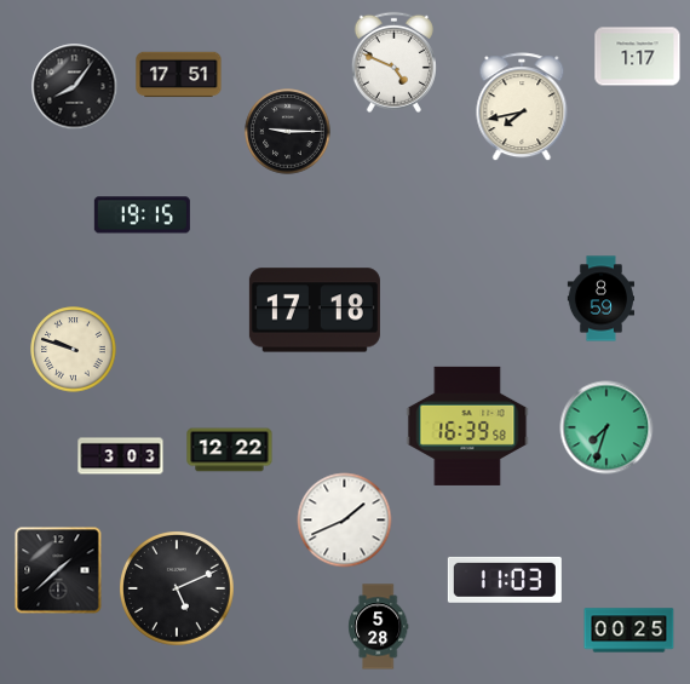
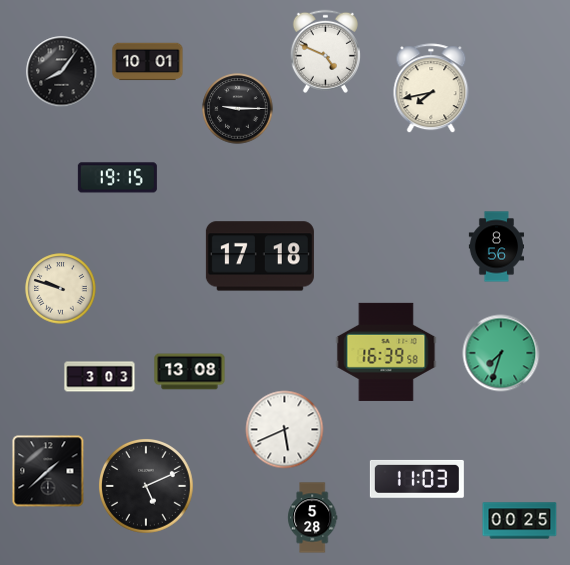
clock at (638, 57): 1:17 -> none
clock at (179, 75): 17:51 -> 10:01
clock at (600, 299): 8:59 -> 8:56
clock at (230, 450): 12:22 -> 13:08
clock at (345, 521): 1:41 -> 5:41
